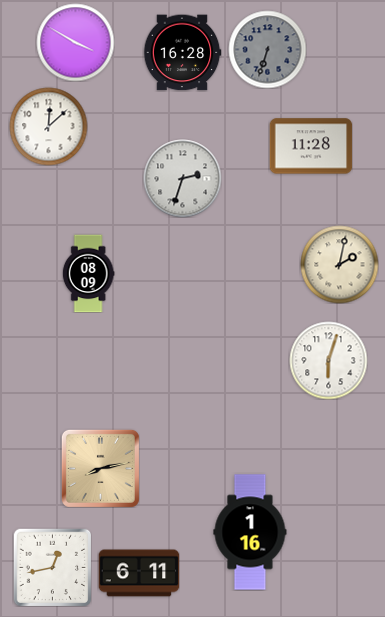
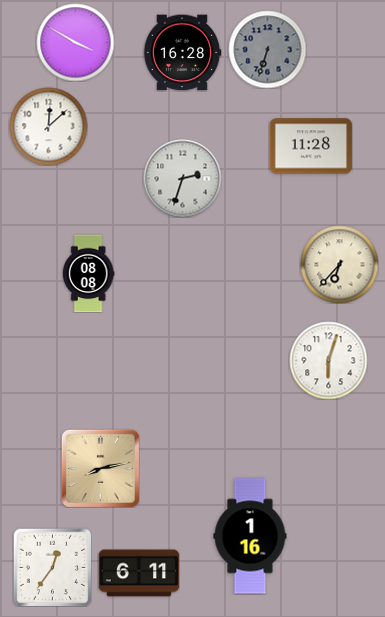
clock at (339, 264): 2:02 -> 6:37
clock at (88, 273): 08:09 -> 08:08
clock at (250, 532) position: (250, 532) -> (250, 536)
clock at (52, 567): 12:43 -> 12:36
